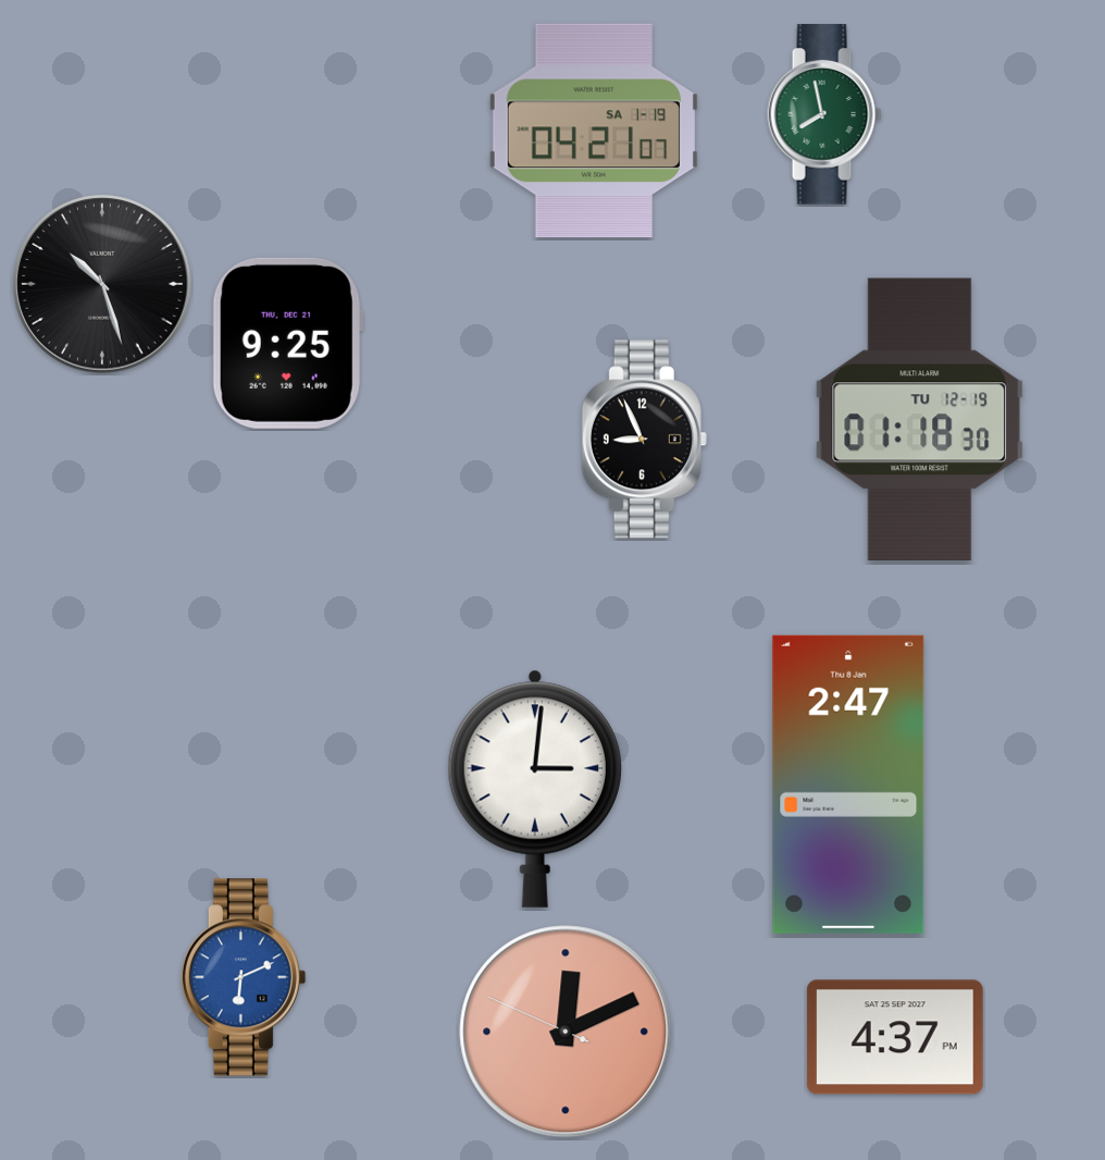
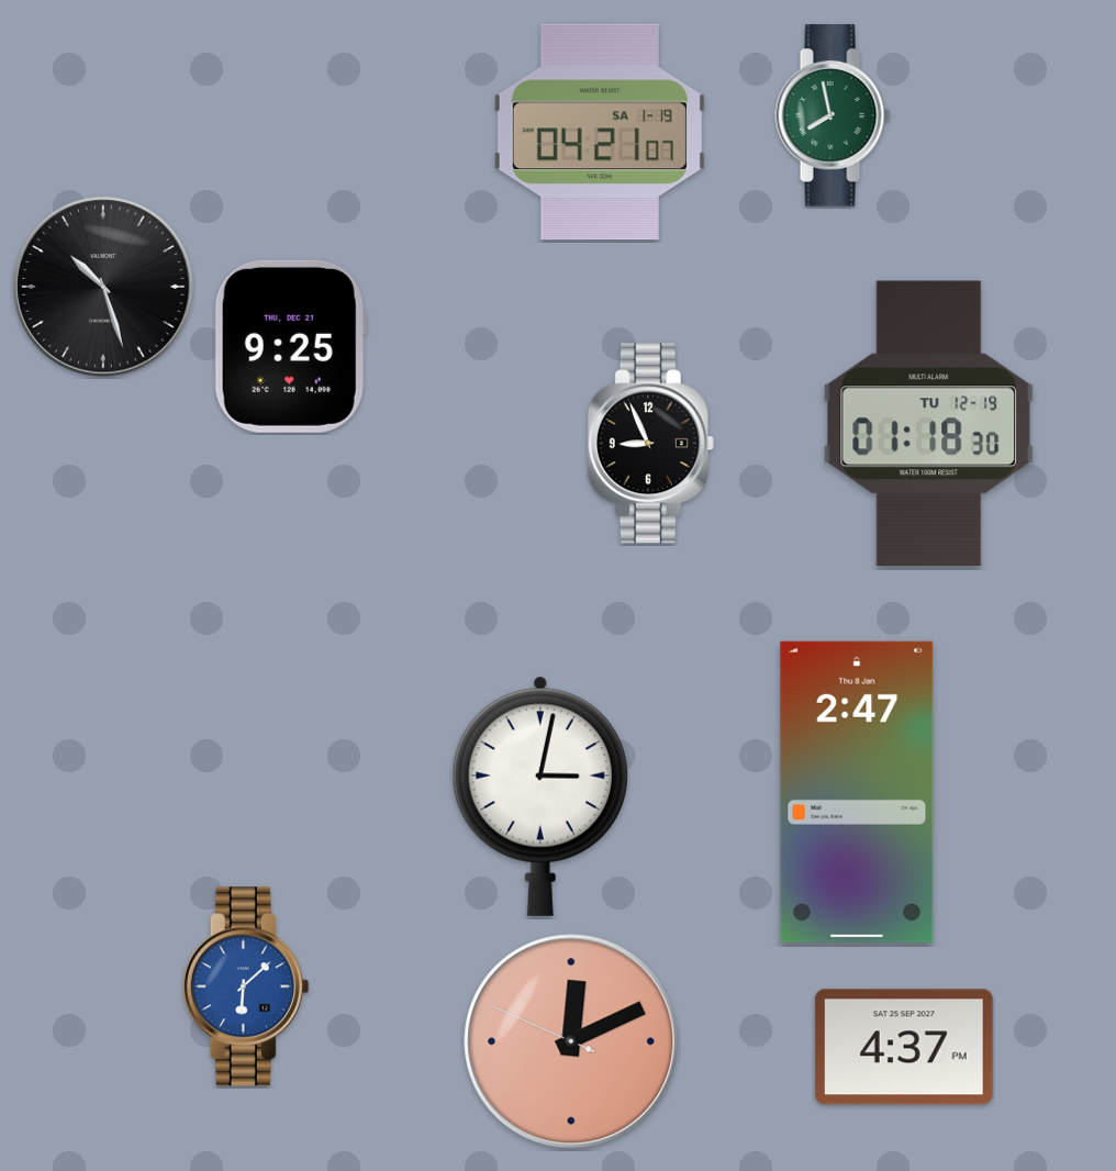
clock at (535, 789): 3:01 -> 3:02
clock at (244, 977): 6:11 -> 6:08
